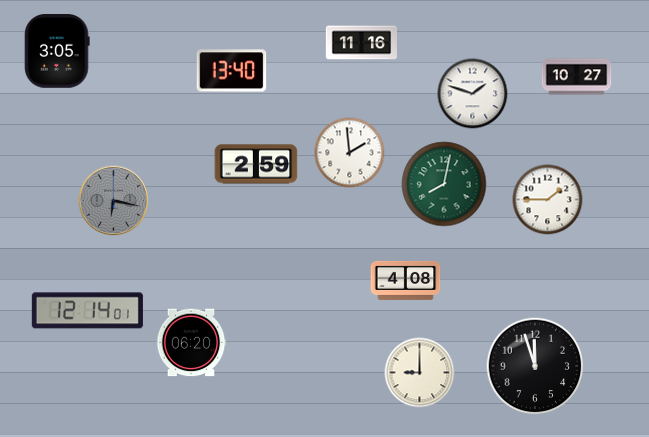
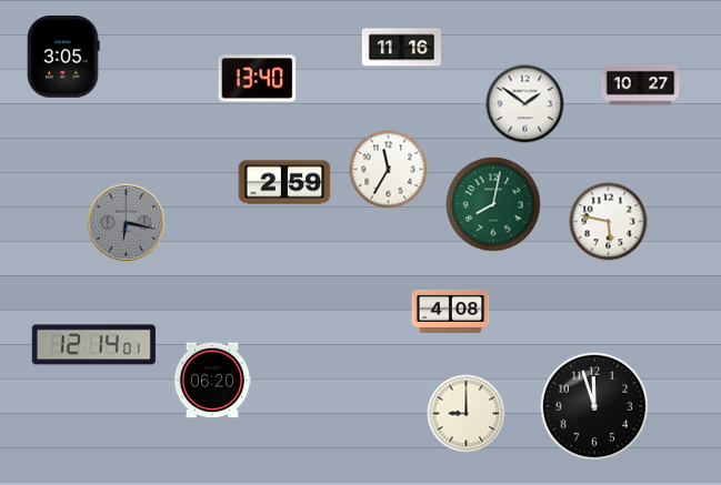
clock at (473, 94): 1:48 -> 1:51
clock at (350, 153): 1:59 -> 11:35
clock at (548, 200): 1:45 -> 5:47
clock at (87, 311) position: (87, 311) -> (93, 345)
